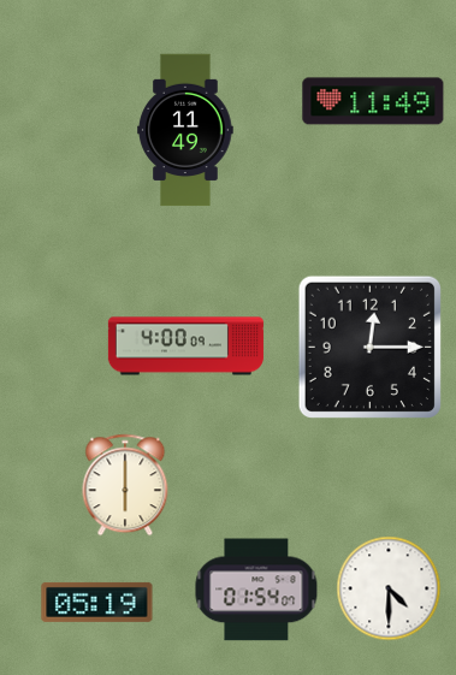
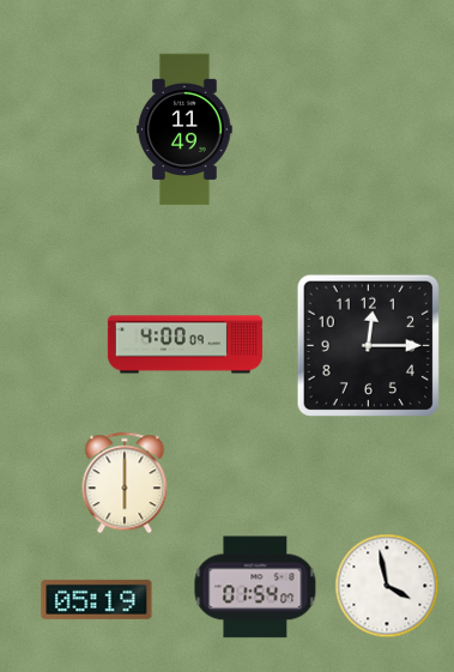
clock at (373, 101): 11:49 -> none
clock at (389, 588): 4:30 -> 3:58
